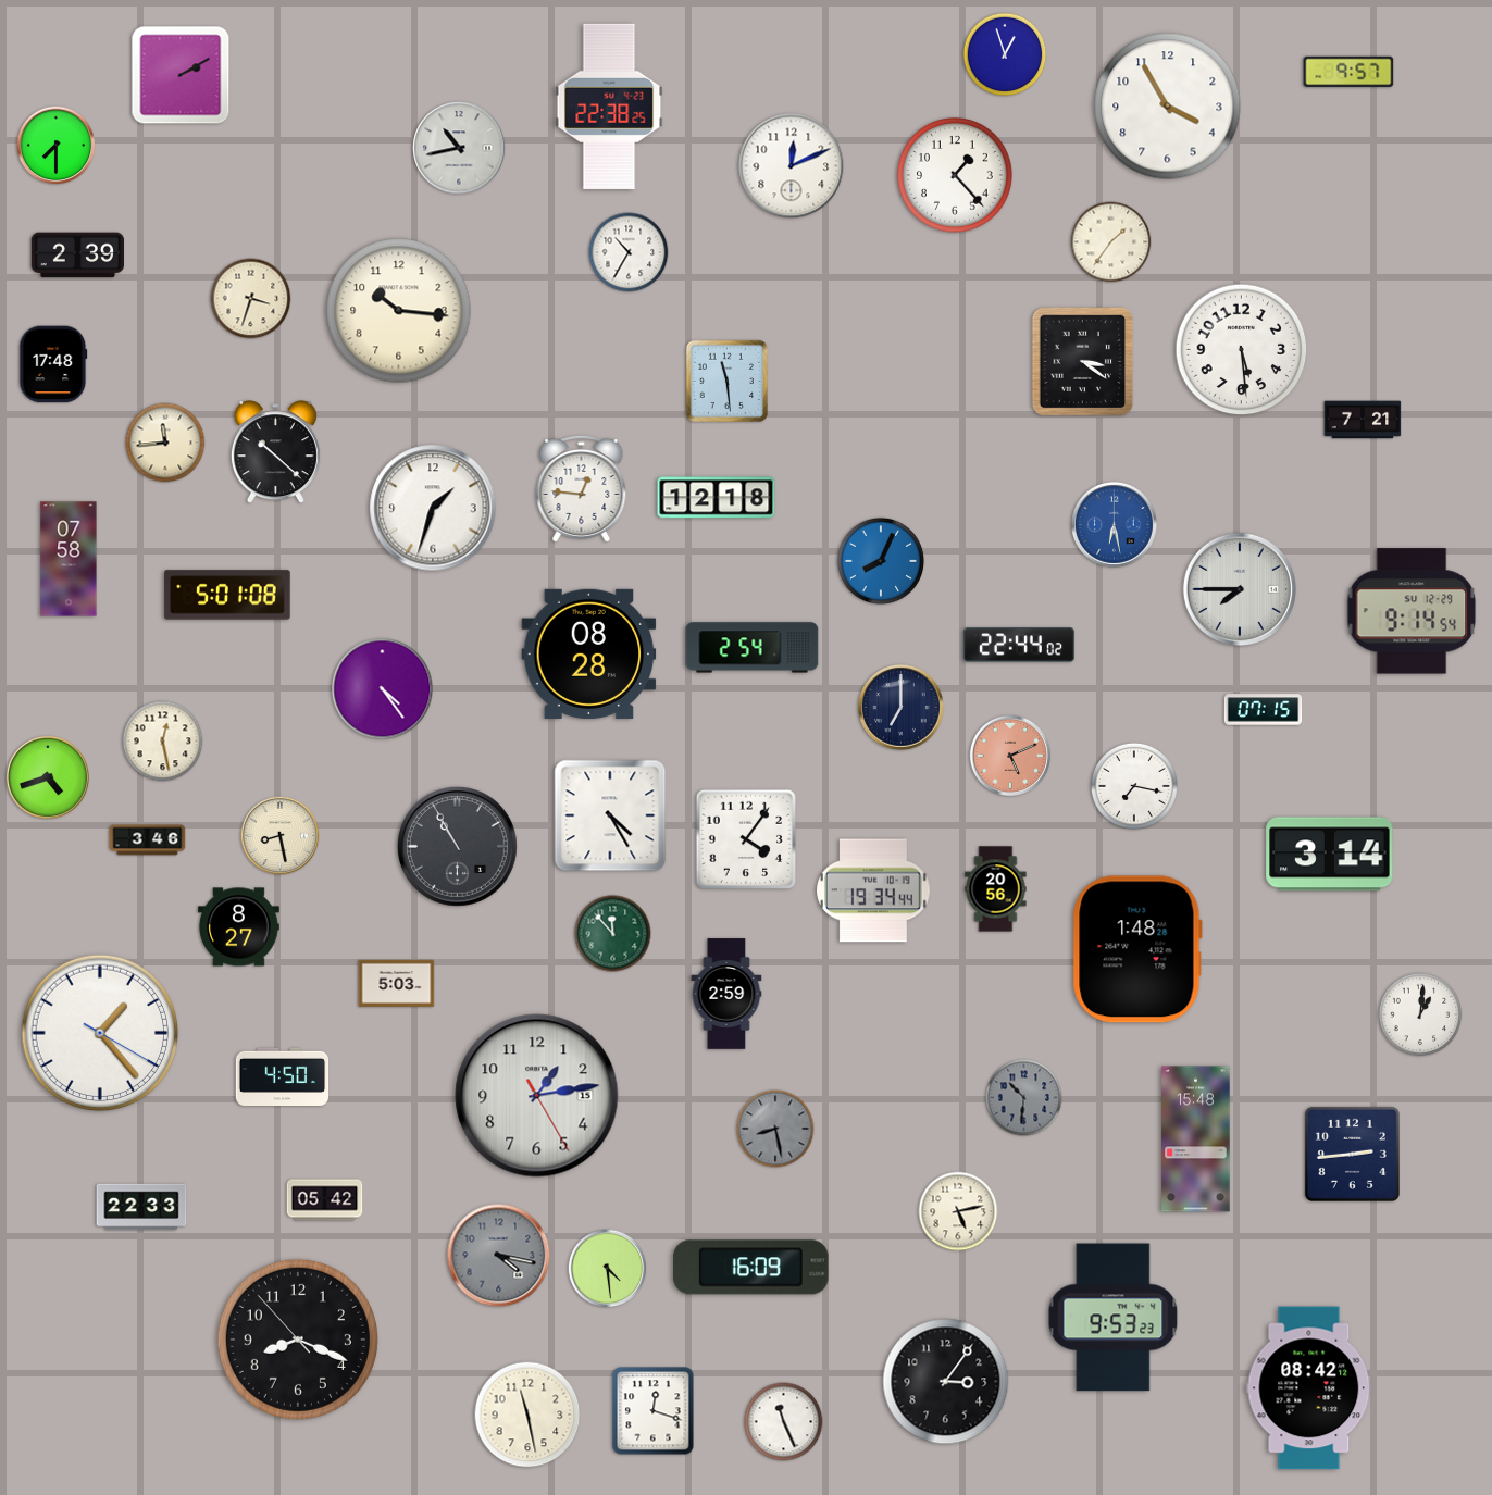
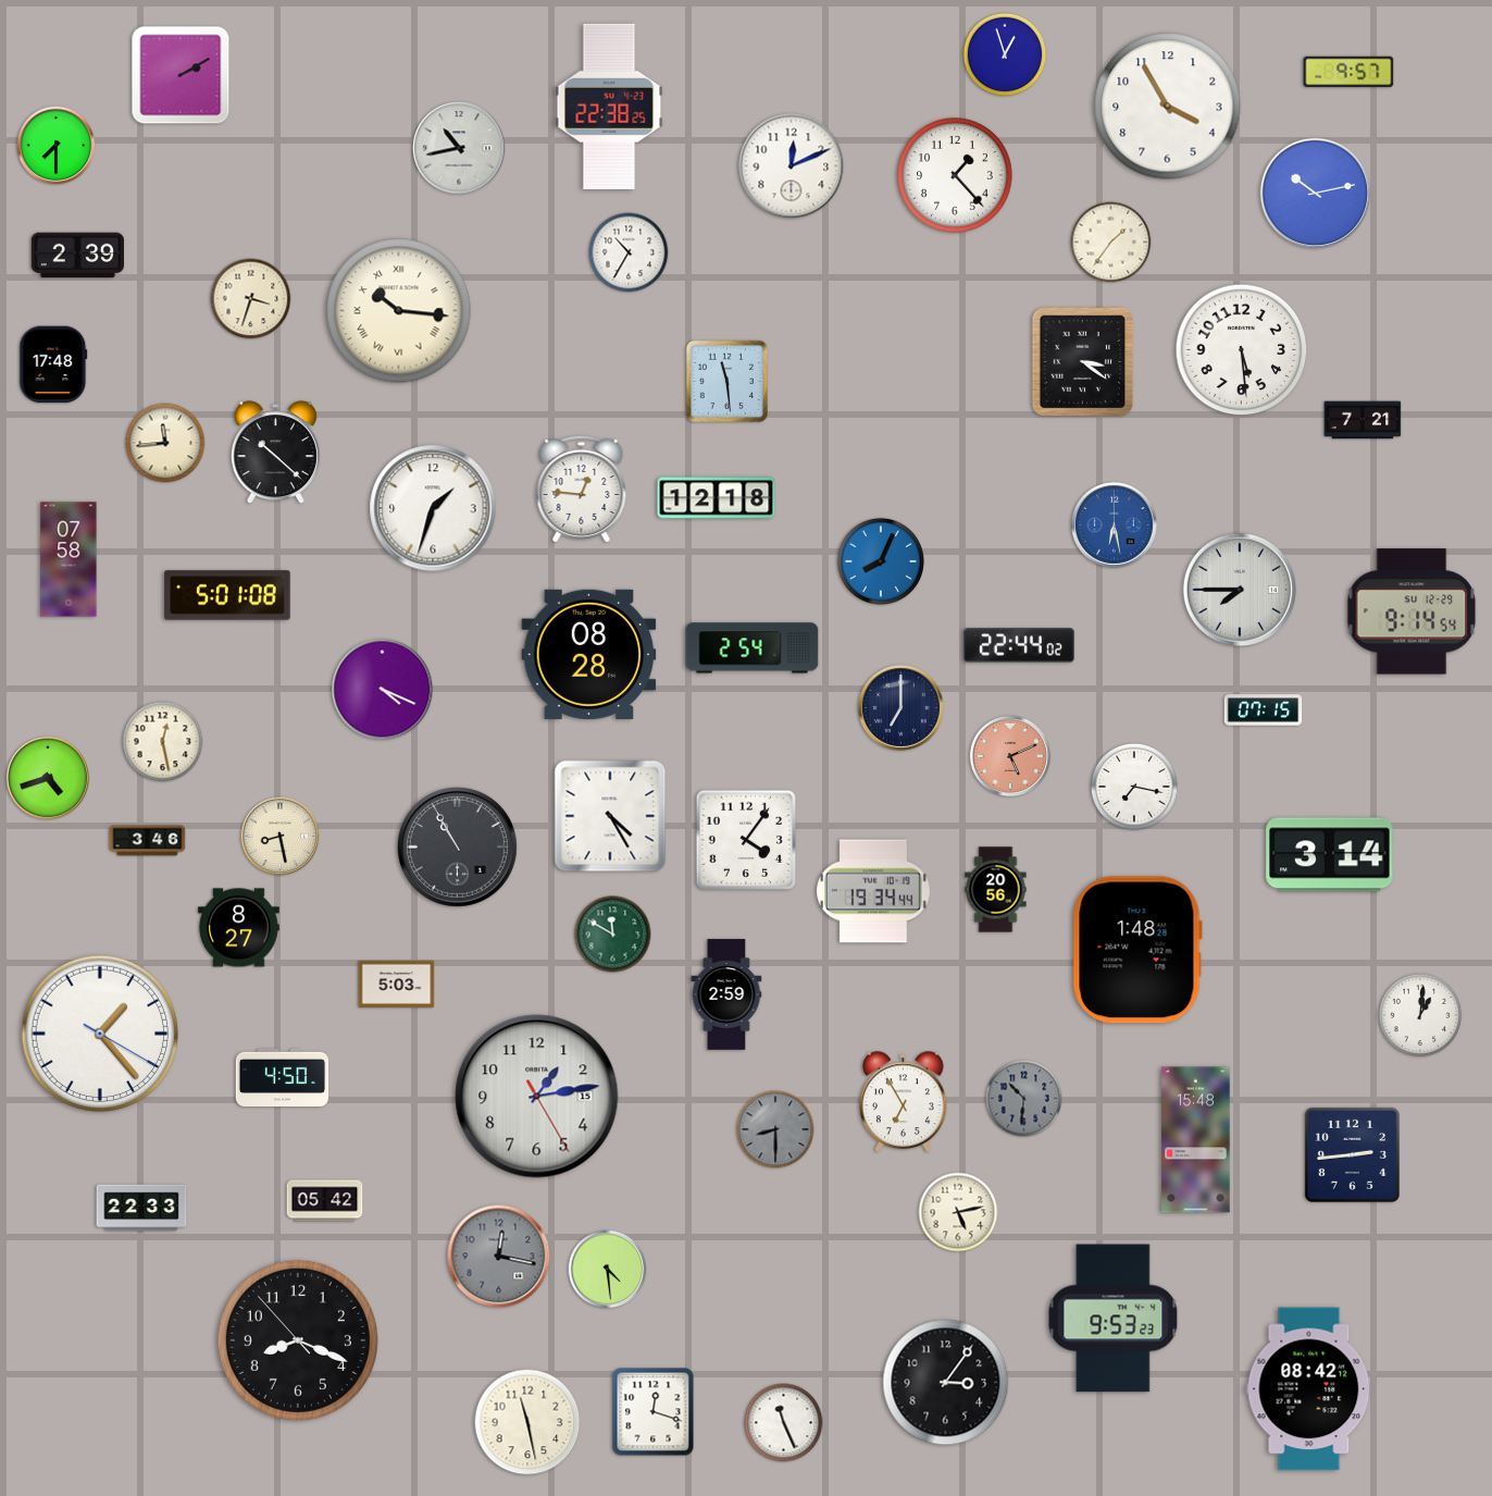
clock at (1316, 194): none -> 10:13
clock at (399, 311) numerals: Arabic -> Roman
clock at (383, 689): 4:24 -> 4:19
clock at (613, 934): 11:53 -> 11:50
clock at (904, 1102): none -> 6:55
clock at (775, 1129): 8:28 -> 8:30
clock at (499, 1256): 4:17 -> 12:17
clock at (751, 1268): 16:09 -> none
clock at (527, 1415) position: (527, 1415) -> (527, 1422)
